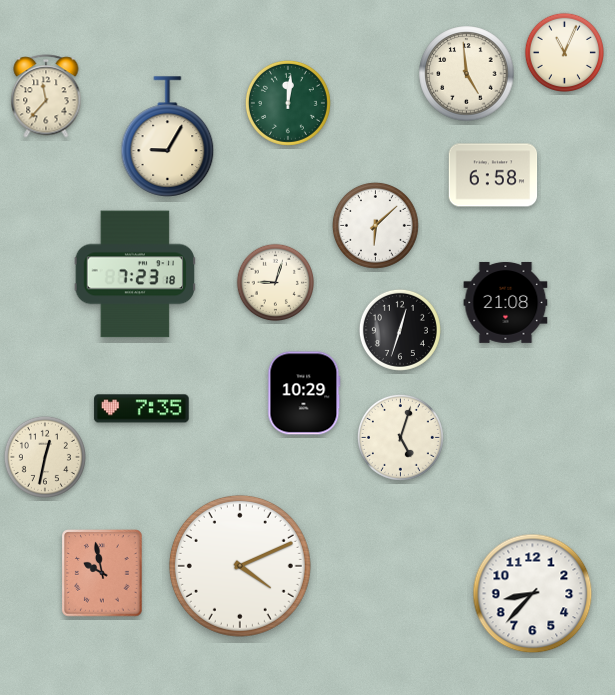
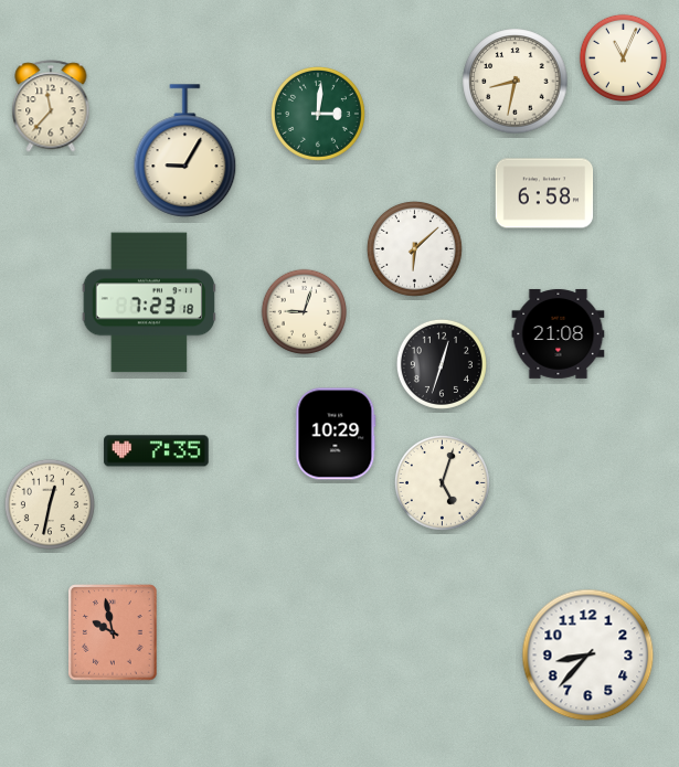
clock at (467, 74): 4:59 -> 8:32
clock at (288, 103): 12:01 -> 3:01
clock at (240, 566): 4:11 -> none
